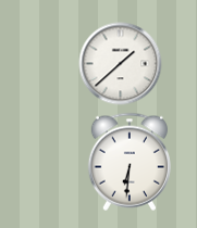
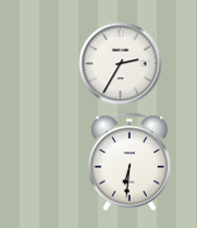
clock at (121, 64): 1:38 -> 2:35
